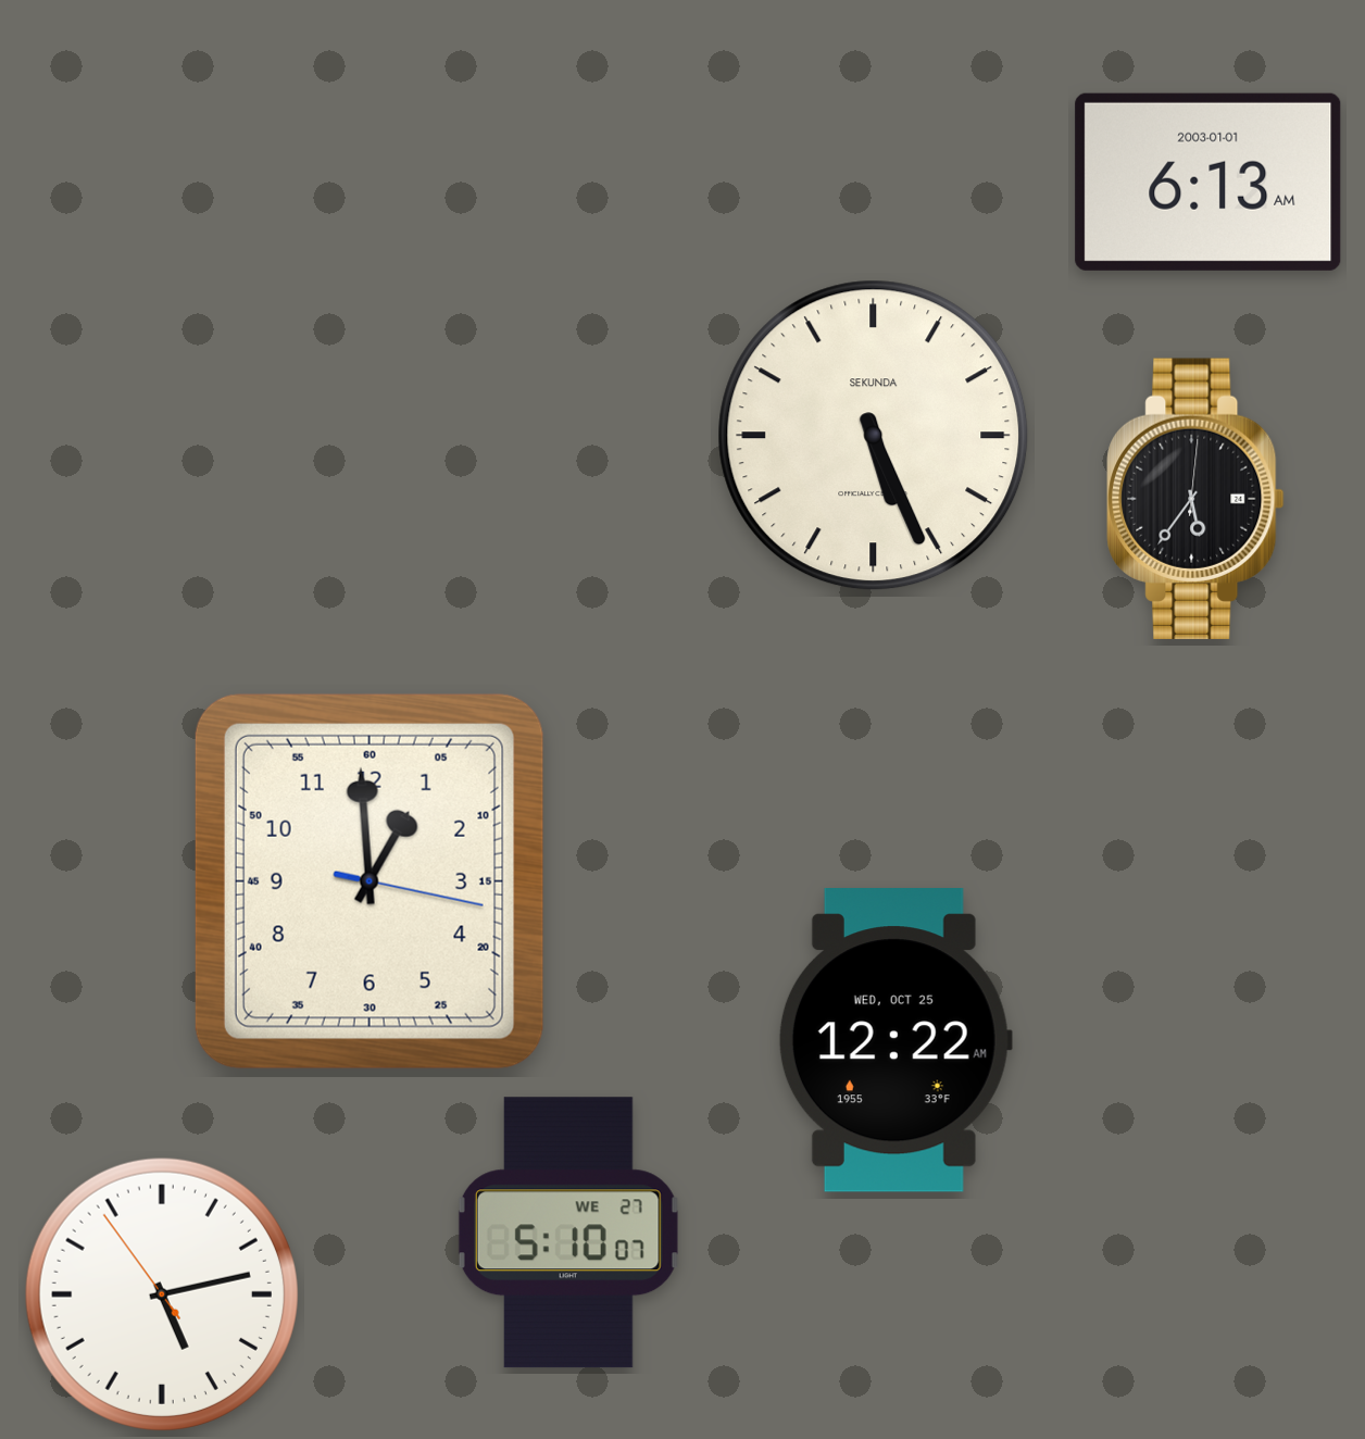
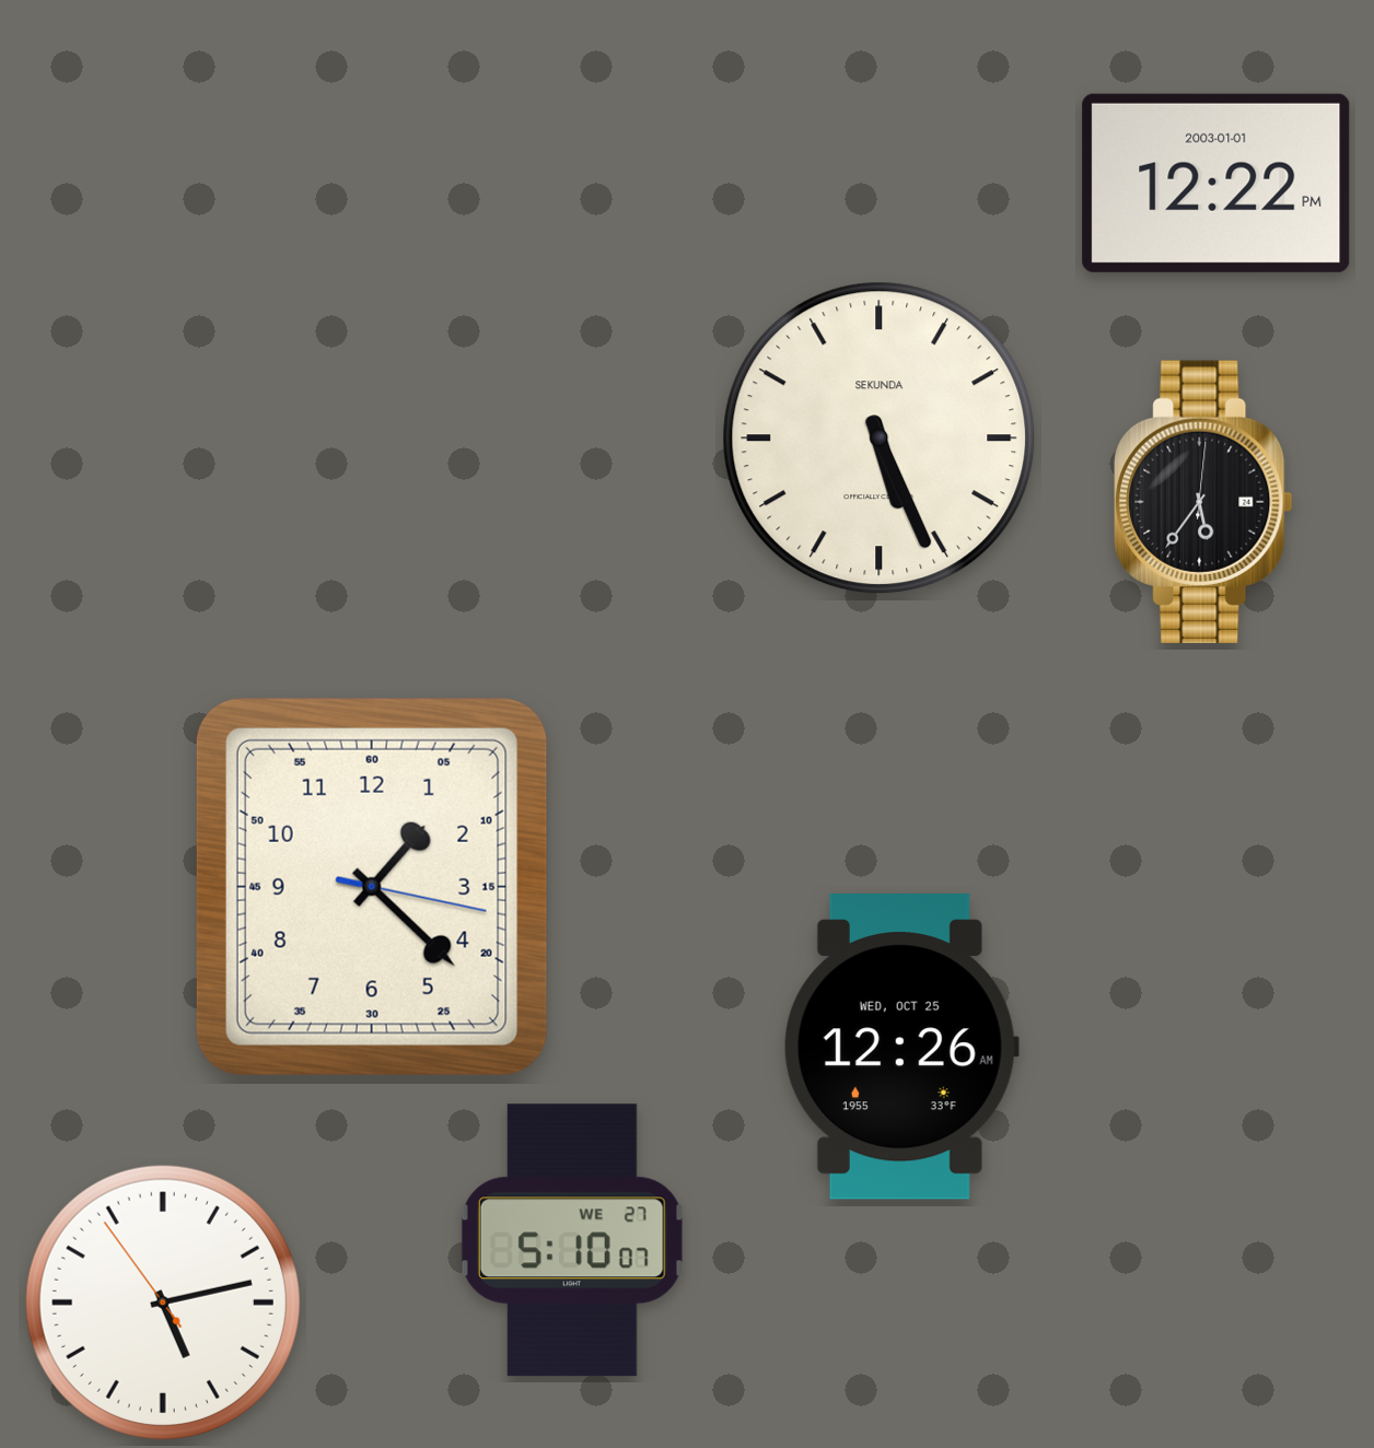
clock at (1209, 182): 6:13 -> 12:22
clock at (370, 881): 12:59 -> 1:22
clock at (894, 1041): 12:22 -> 12:26
